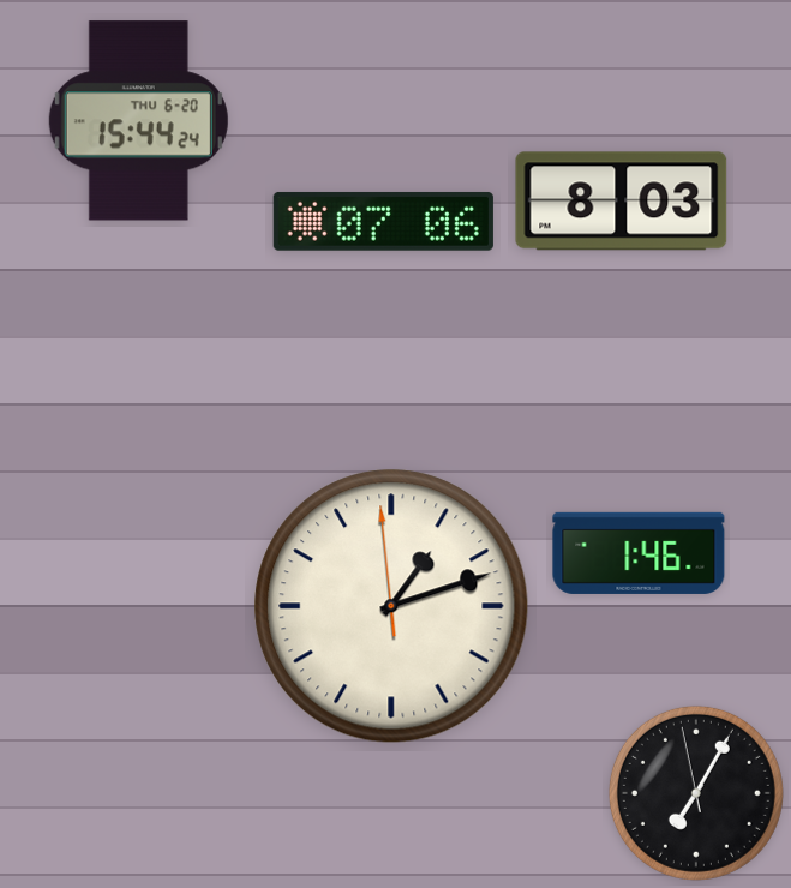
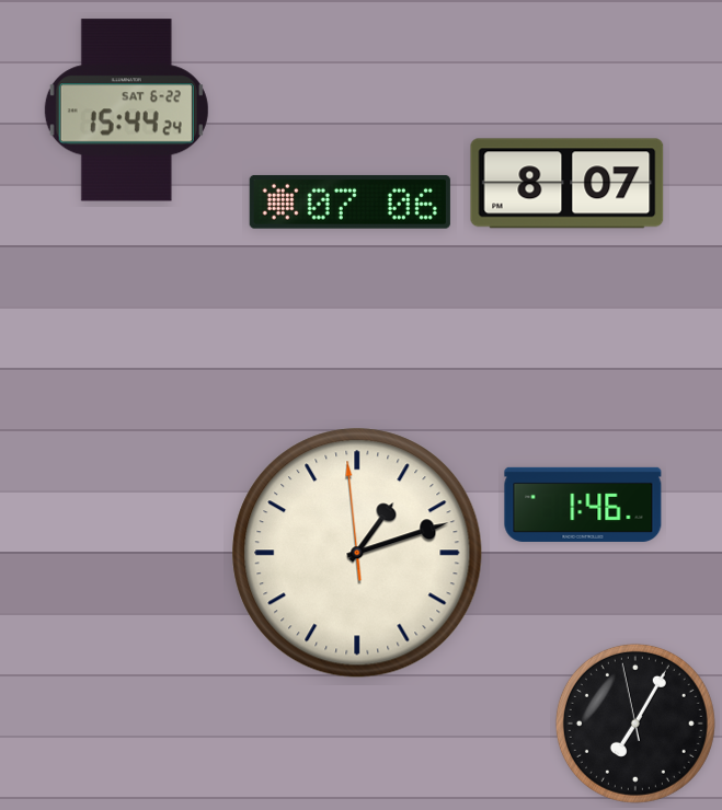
clock at (138, 121) date: THU 6-20 -> SAT 6-22
clock at (622, 202): 8:03 -> 8:07
